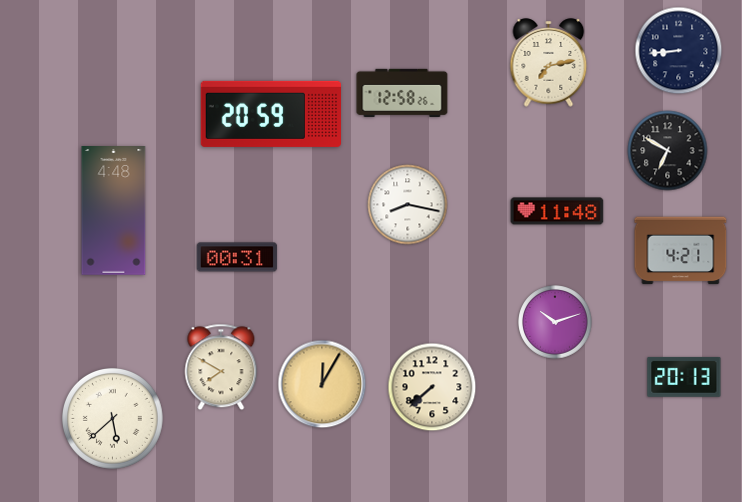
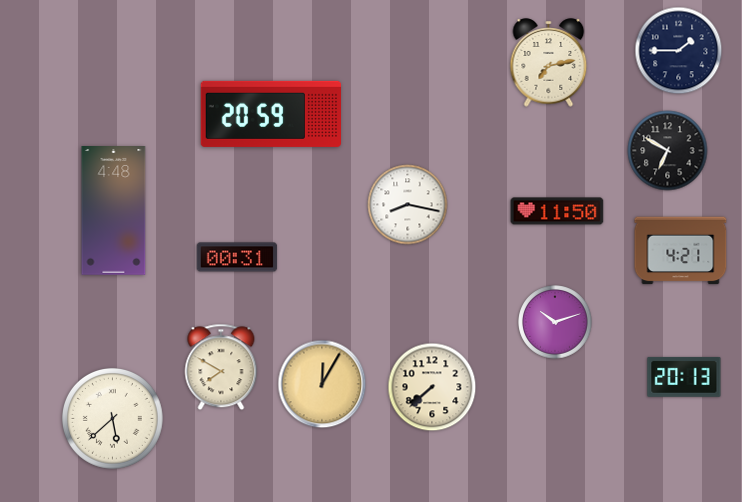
clock at (679, 51): 8:44 -> 1:45
clock at (402, 92): 12:58 -> none
clock at (557, 211): 11:48 -> 11:50
